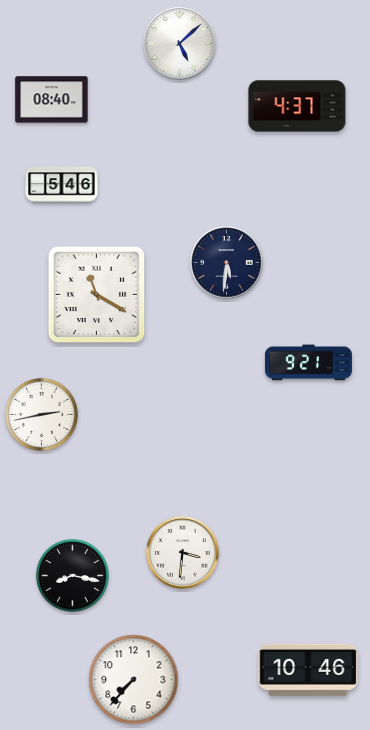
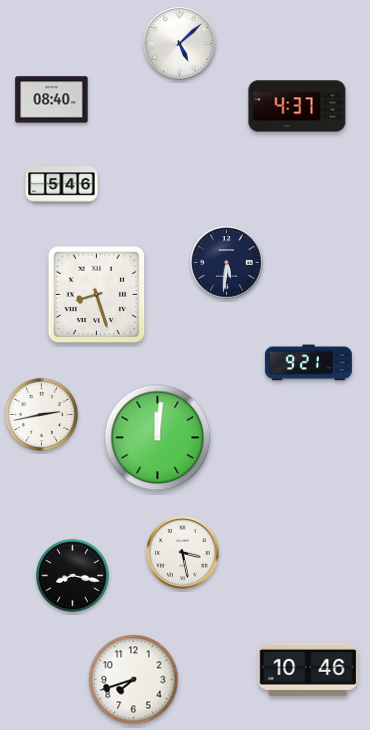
clock at (97, 295): 11:20 -> 8:27
clock at (158, 438): none -> 12:01
clock at (183, 553): 3:31 -> 3:28
clock at (134, 680): 7:37 -> 7:42
